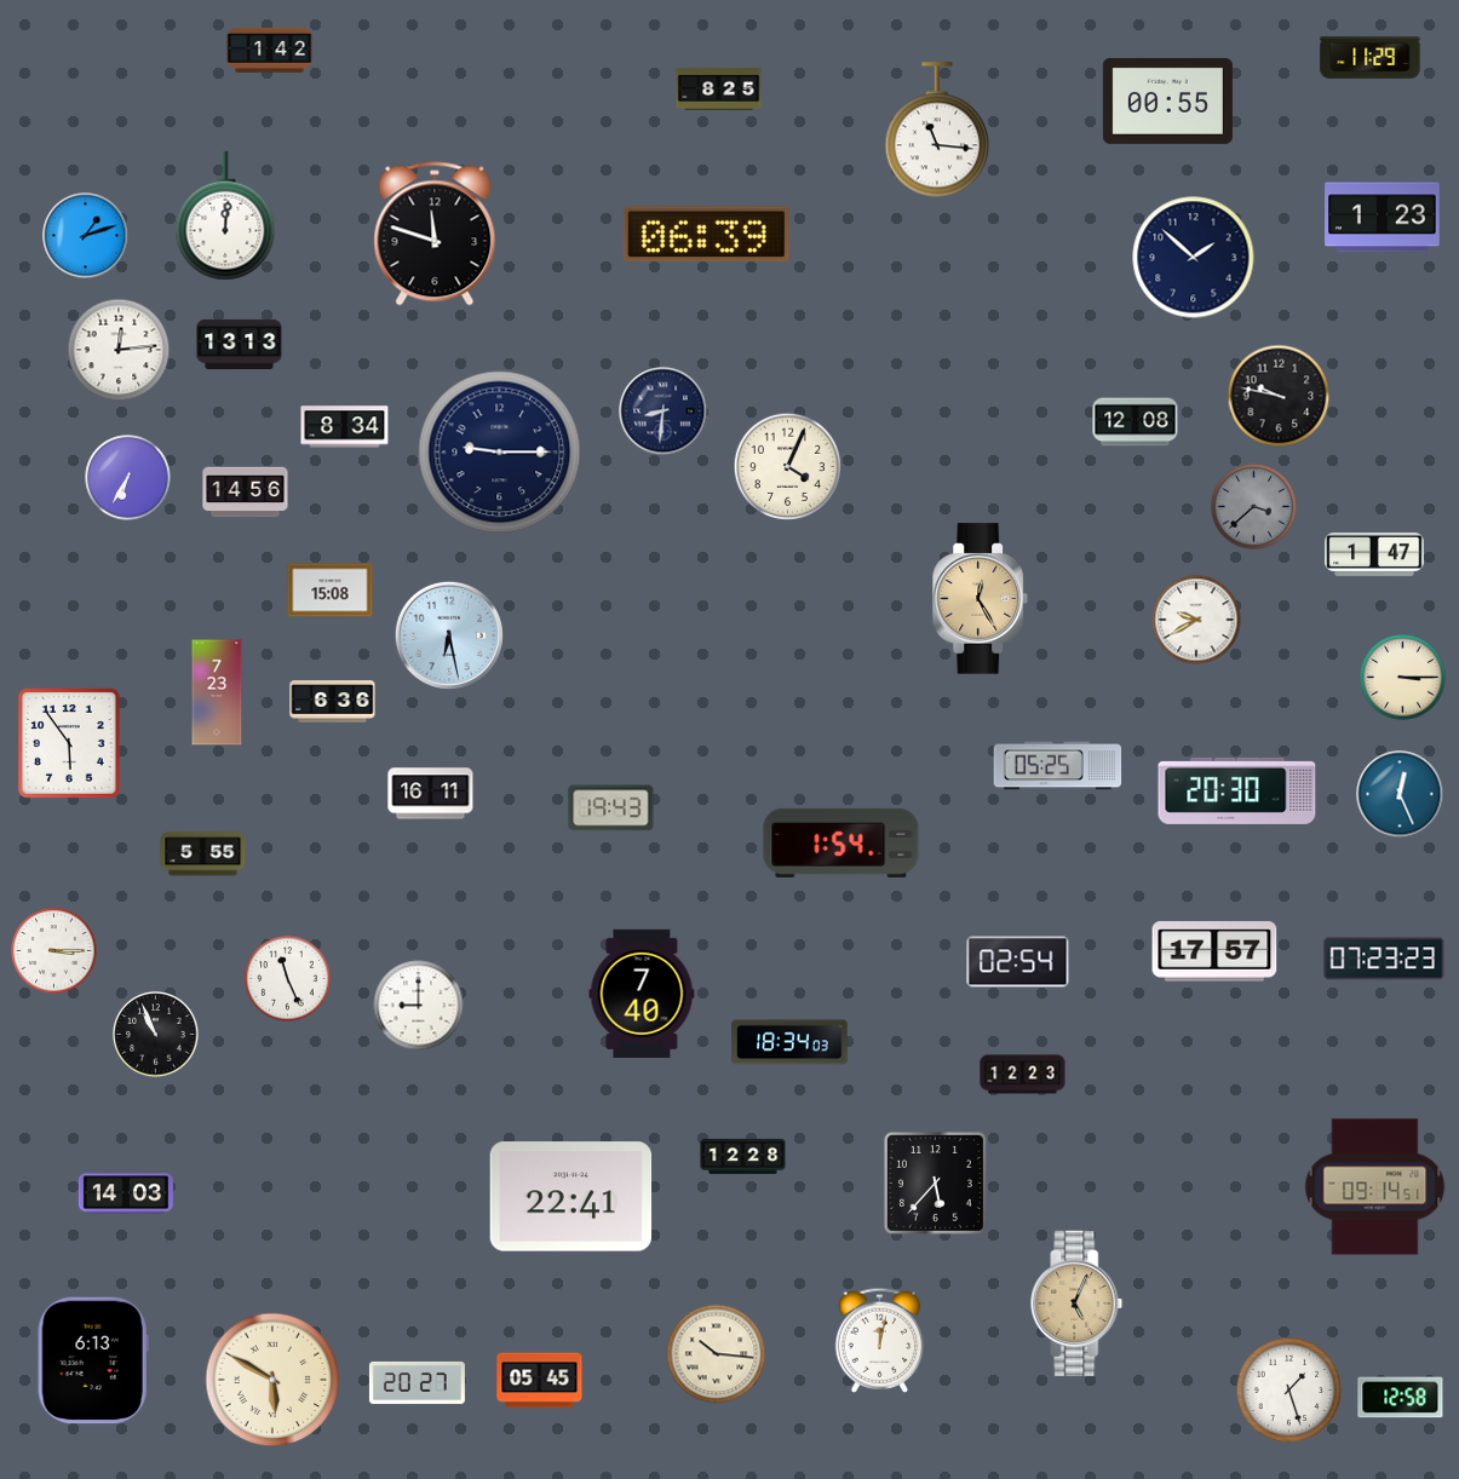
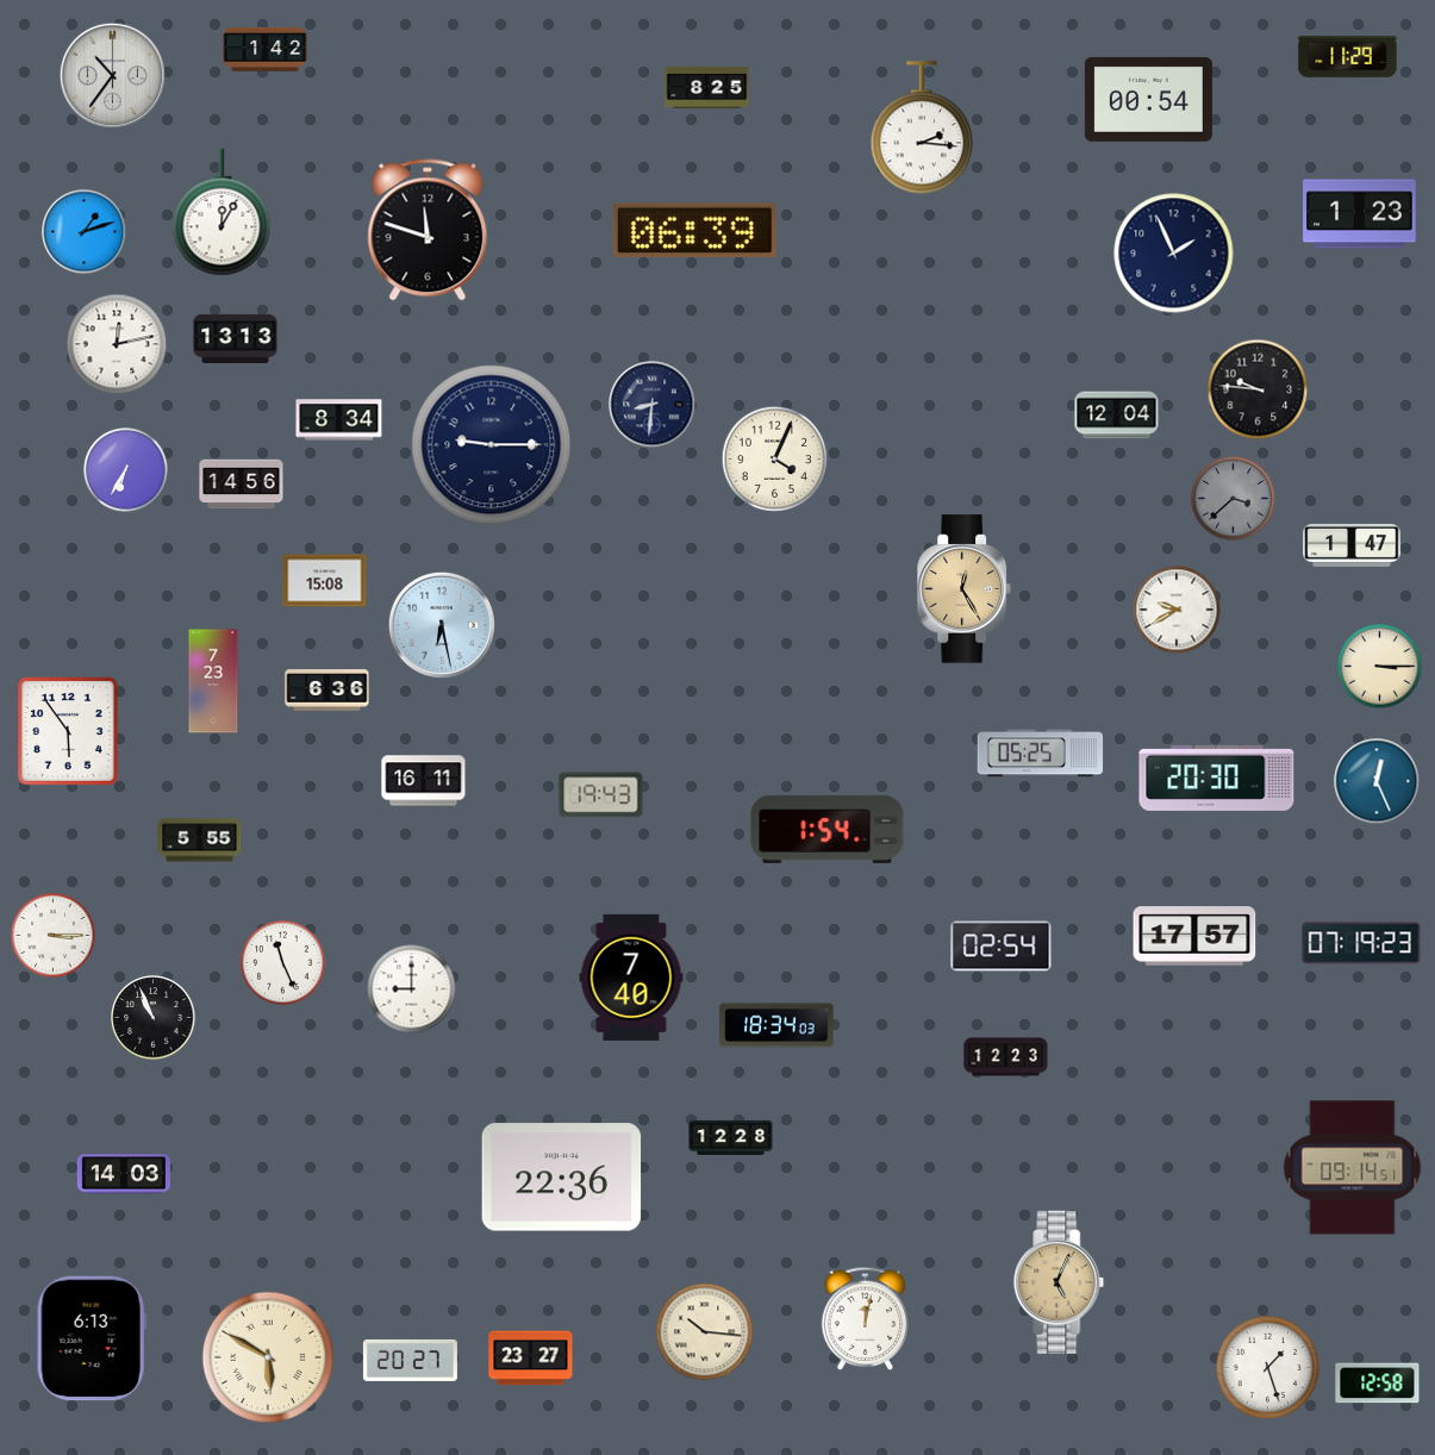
clock at (112, 75): none -> 10:36
clock at (1167, 100): 00:55 -> 00:54
clock at (936, 131): 11:16 -> 2:16
clock at (225, 215): 12:01 -> 12:05
clock at (1194, 258): 1:52 -> 1:56
clock at (119, 350): 12:14 -> 12:13
clock at (1279, 396): 9:47 -> 9:46
clock at (1136, 422): 12:08 -> 12:04
clock at (1384, 959): 07:23 -> 07:19
clock at (935, 1182): 5:37 -> none
clock at (571, 1197): 22:41 -> 22:36
clock at (540, 1381): 05:45 -> 23:27
clock at (1401, 1398) position: (1401, 1398) -> (1378, 1384)
